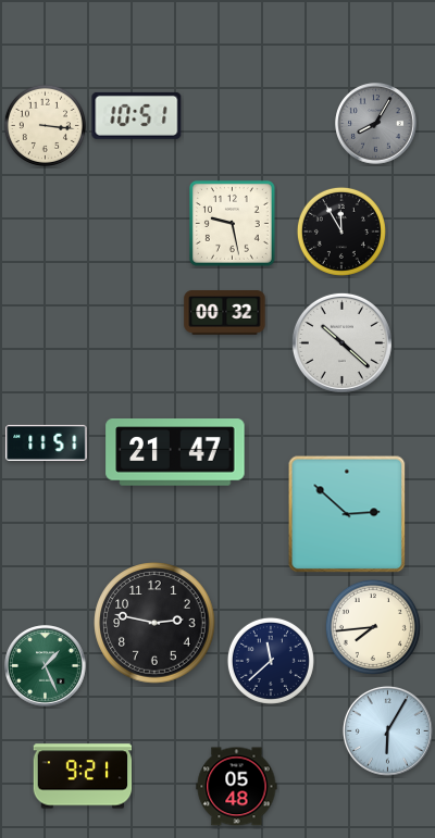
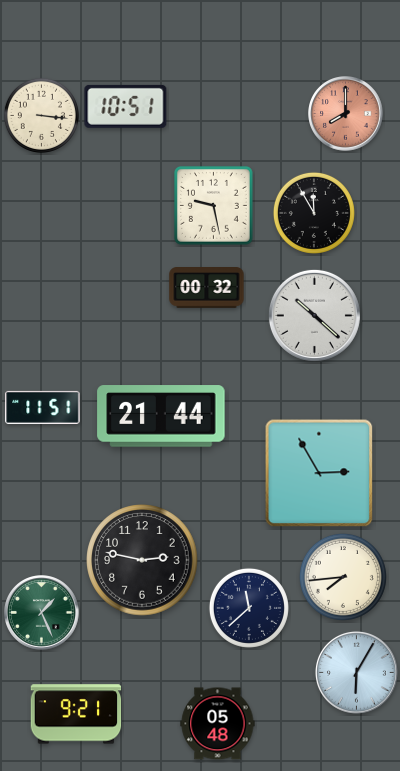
clock at (376, 124): 8:05 -> 8:00
clock at (376, 124) dial: grey -> salmon
clock at (175, 452): 21:47 -> 21:44
clock at (347, 514): 2:52 -> 2:55
clock at (154, 623) position: (154, 623) -> (142, 560)
